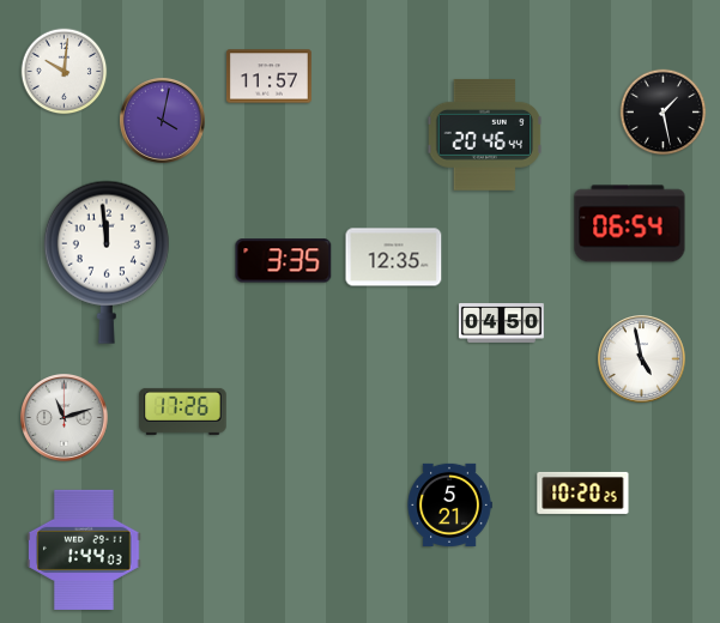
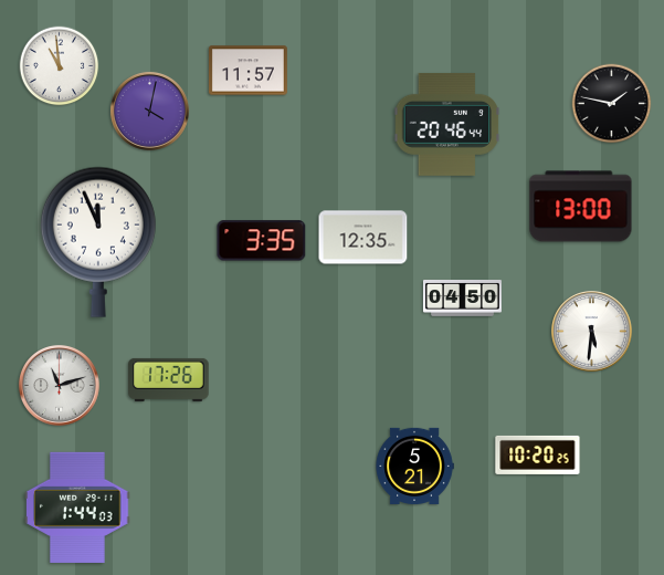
clock at (65, 72): 10:01 -> 10:59
clock at (664, 113): 1:28 -> 1:47
clock at (630, 224): 06:54 -> 13:00
clock at (107, 262): 11:59 -> 11:56
clock at (642, 359): 4:58 -> 5:31
